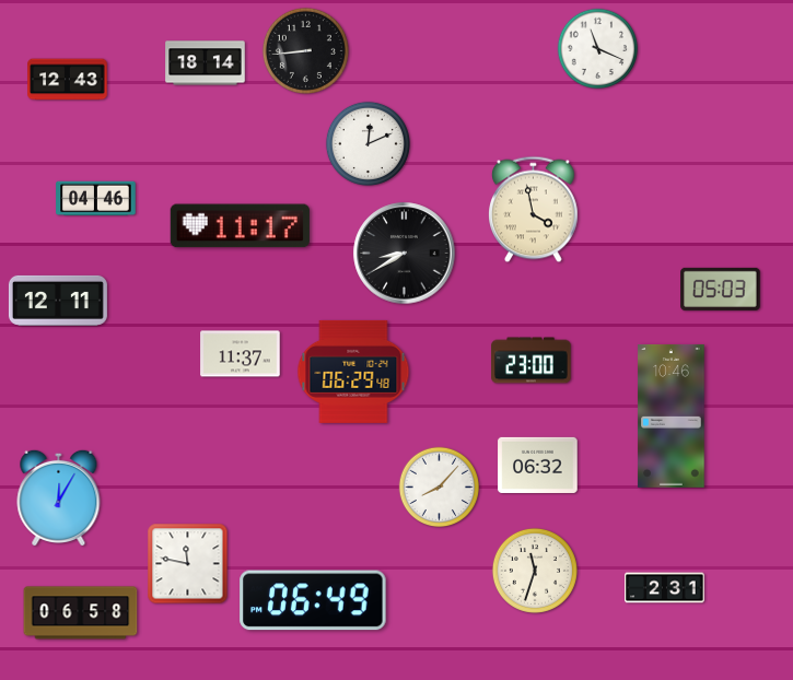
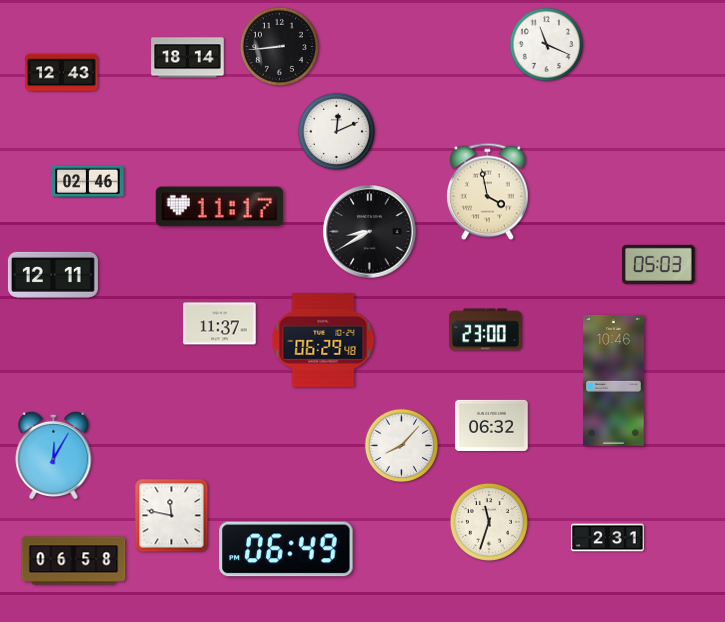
clock at (96, 199): 04:46 -> 02:46
